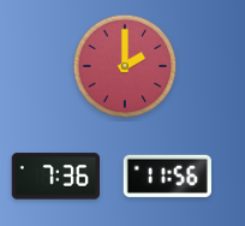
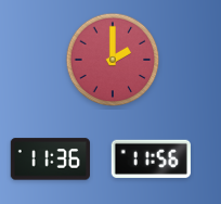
clock at (55, 177): 7:36 -> 11:36
